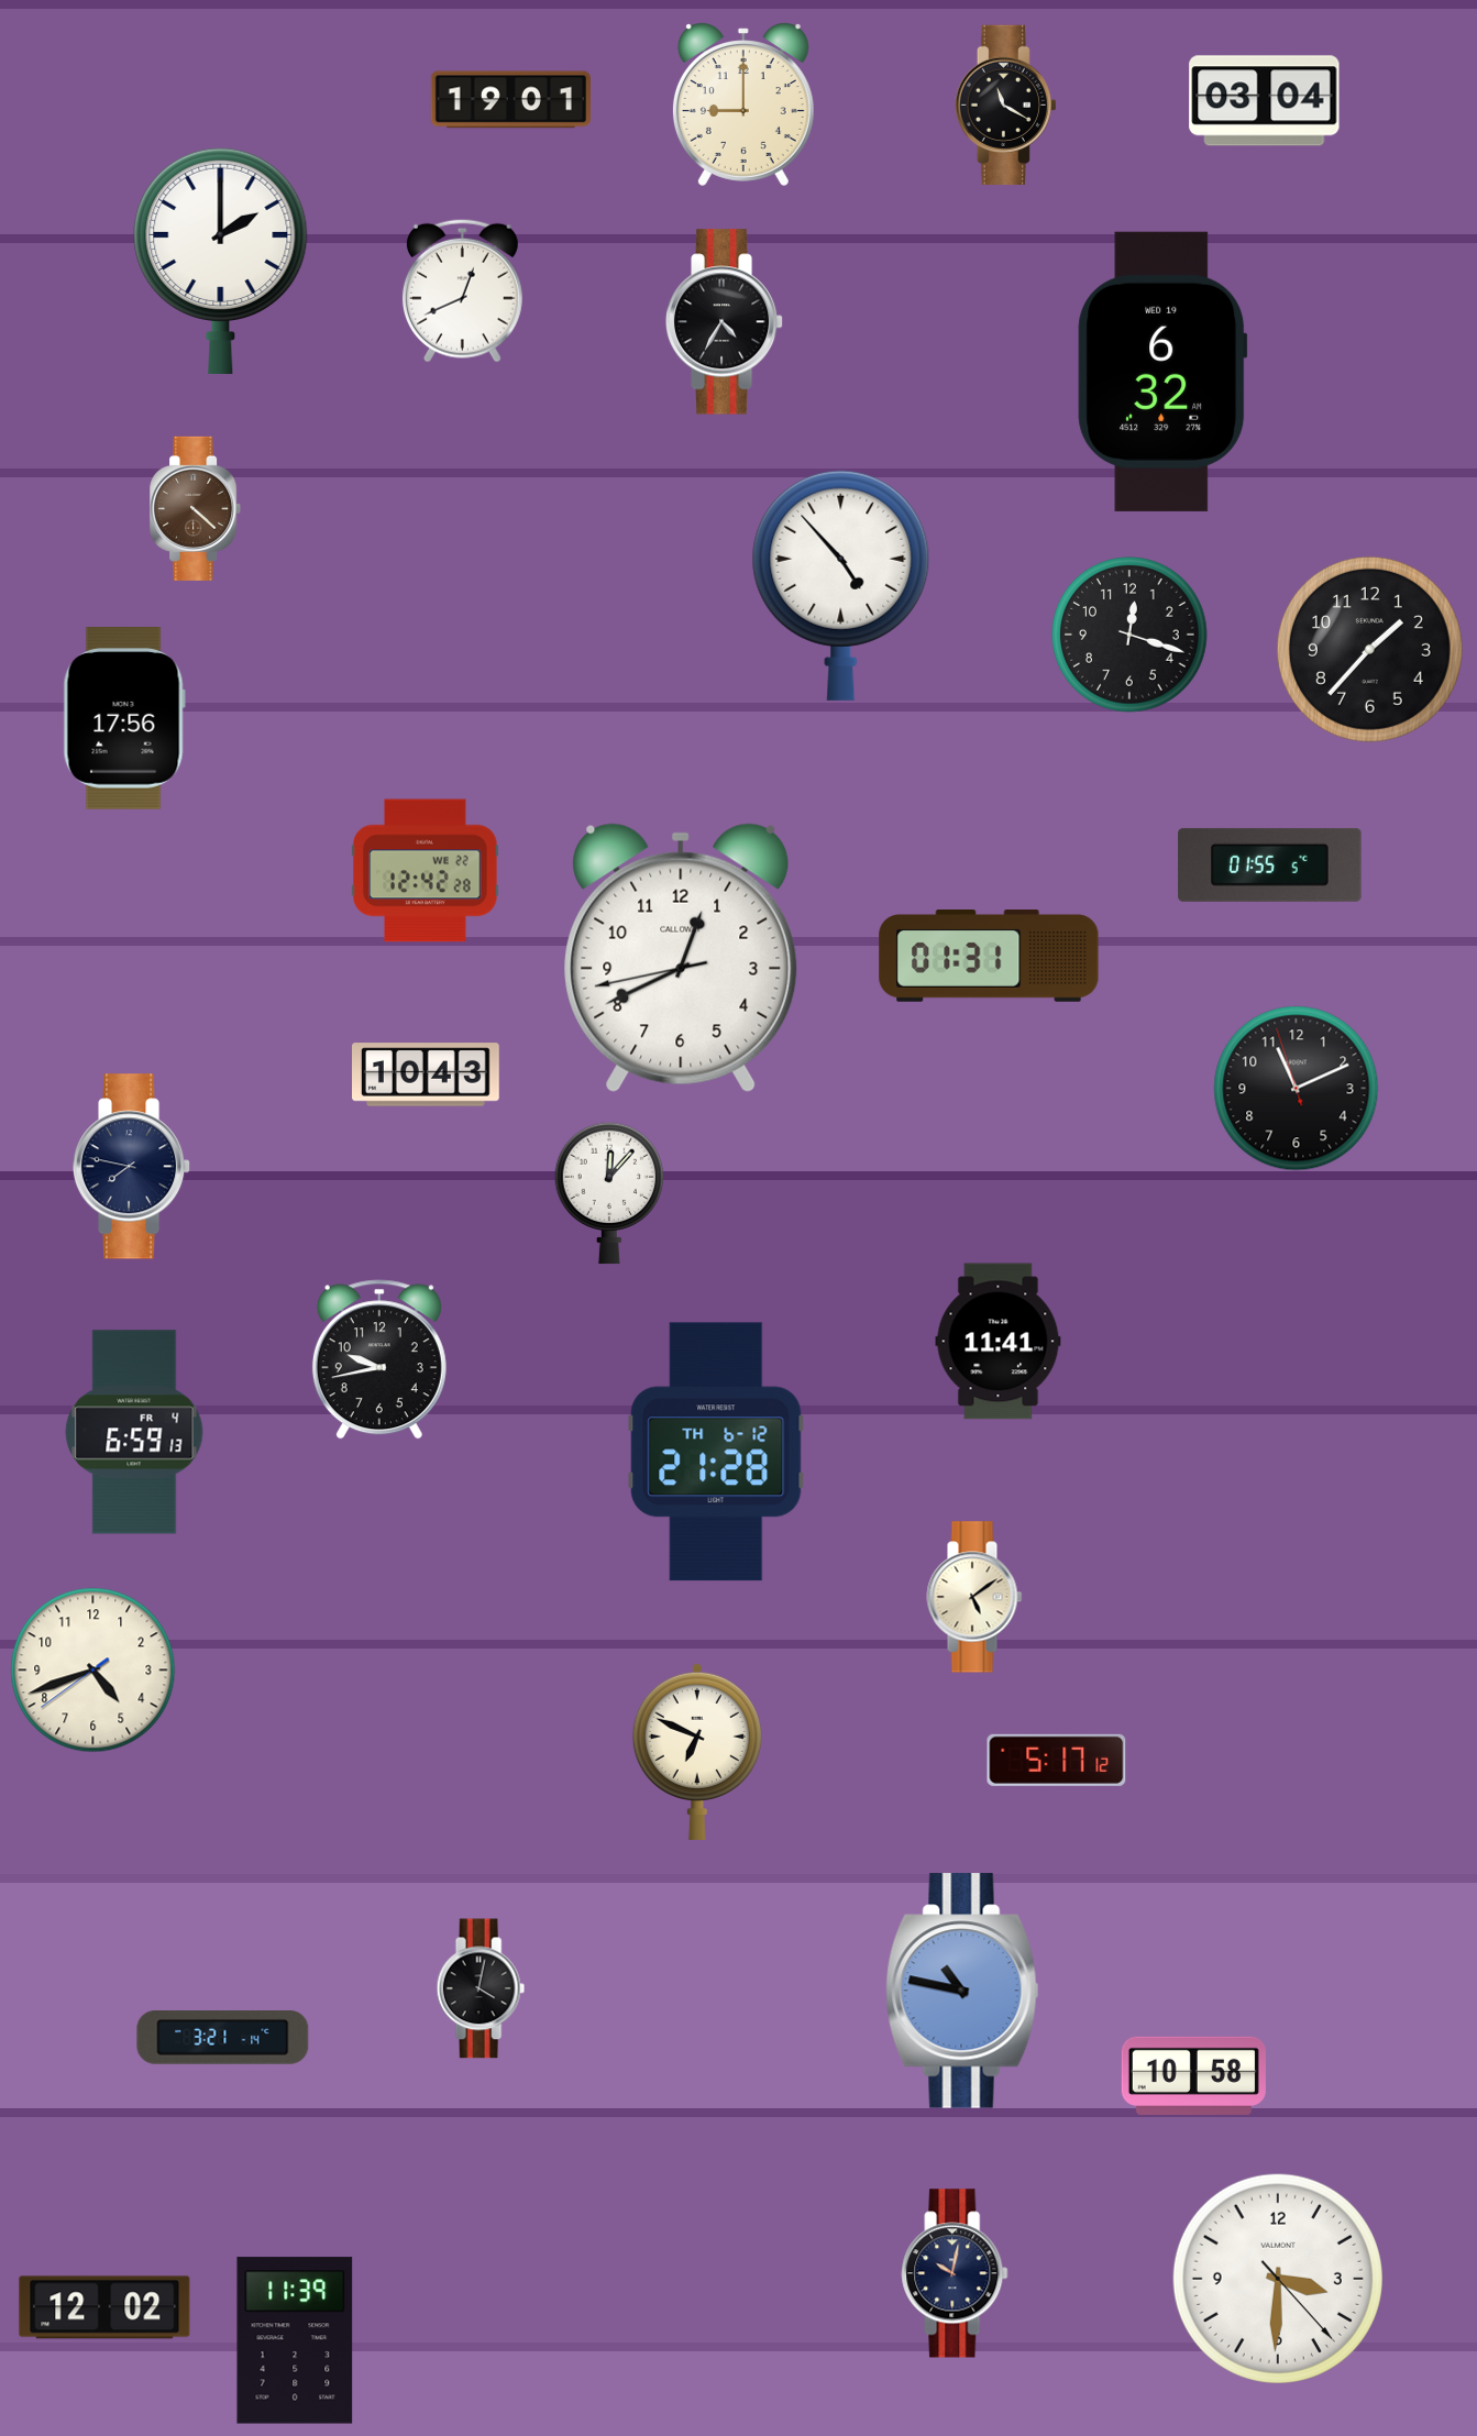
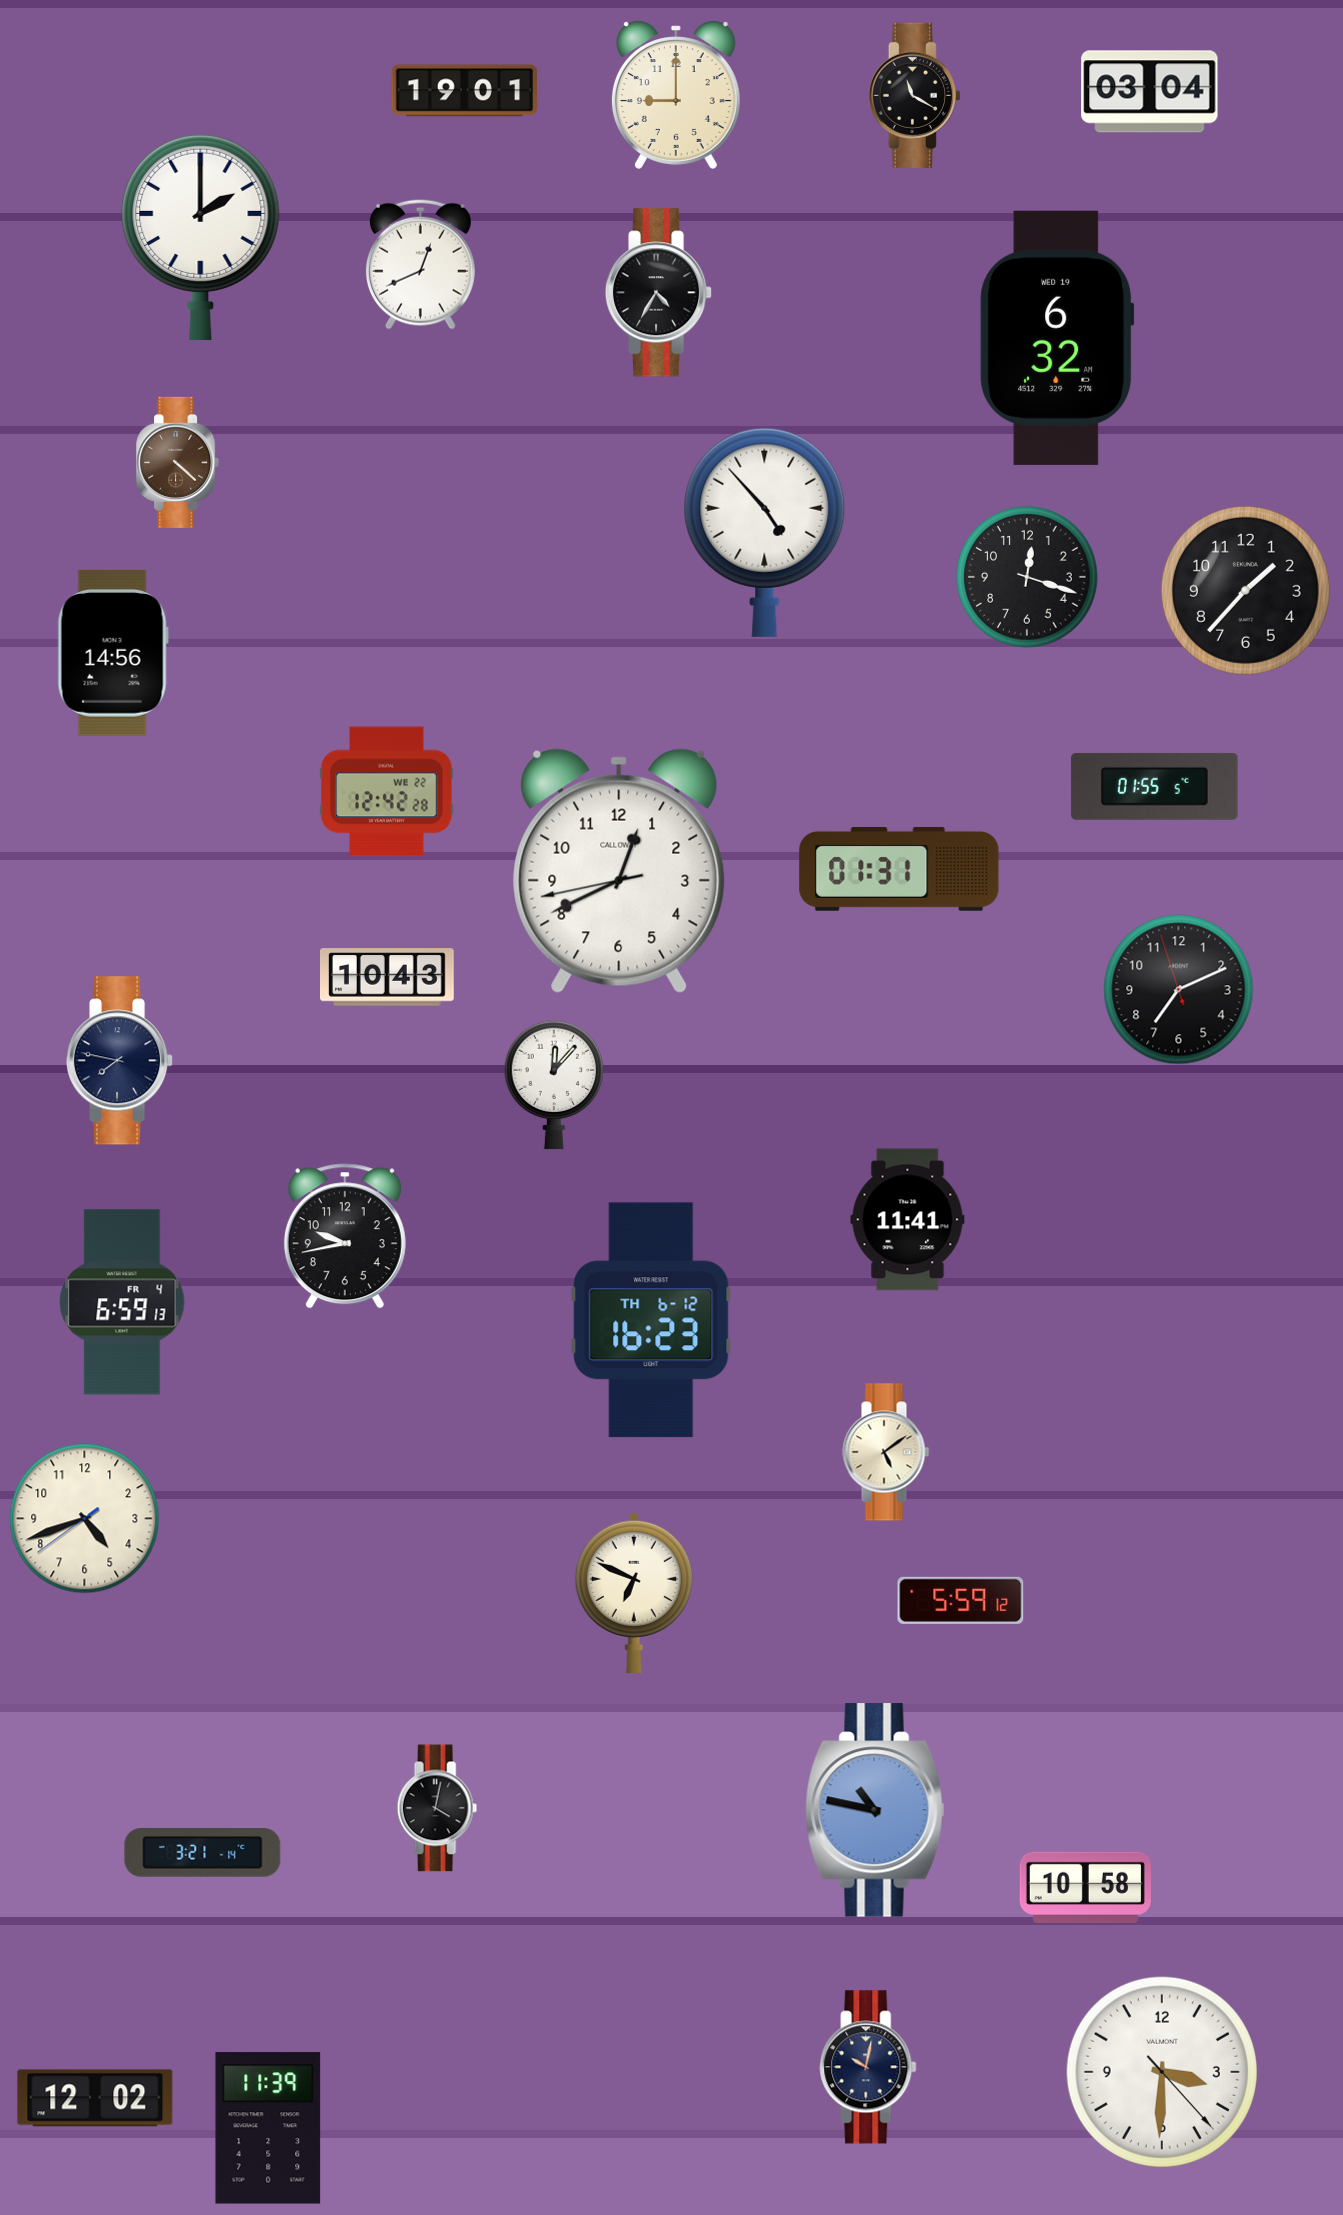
clock at (124, 718): 17:56 -> 14:56
clock at (1297, 1089): 11:10 -> 7:10
clock at (716, 1452): 21:28 -> 16:23
clock at (1057, 1760): 5:17 -> 5:59
